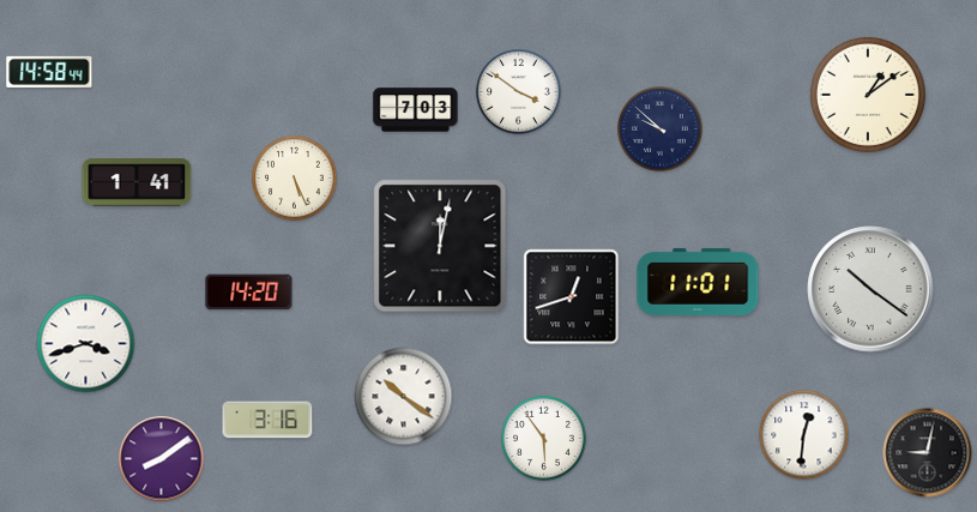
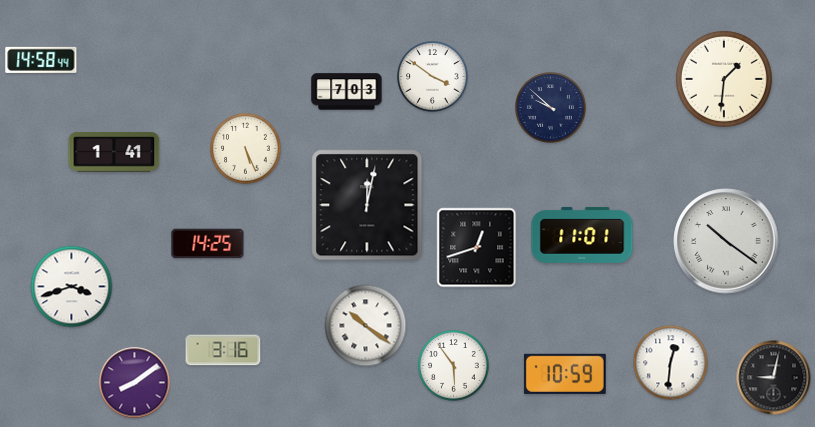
clock at (868, 95): 1:09 -> 1:31
clock at (249, 293): 14:20 -> 14:25
clock at (404, 397) position: (404, 397) -> (366, 326)
clock at (565, 374): none -> 10:59
